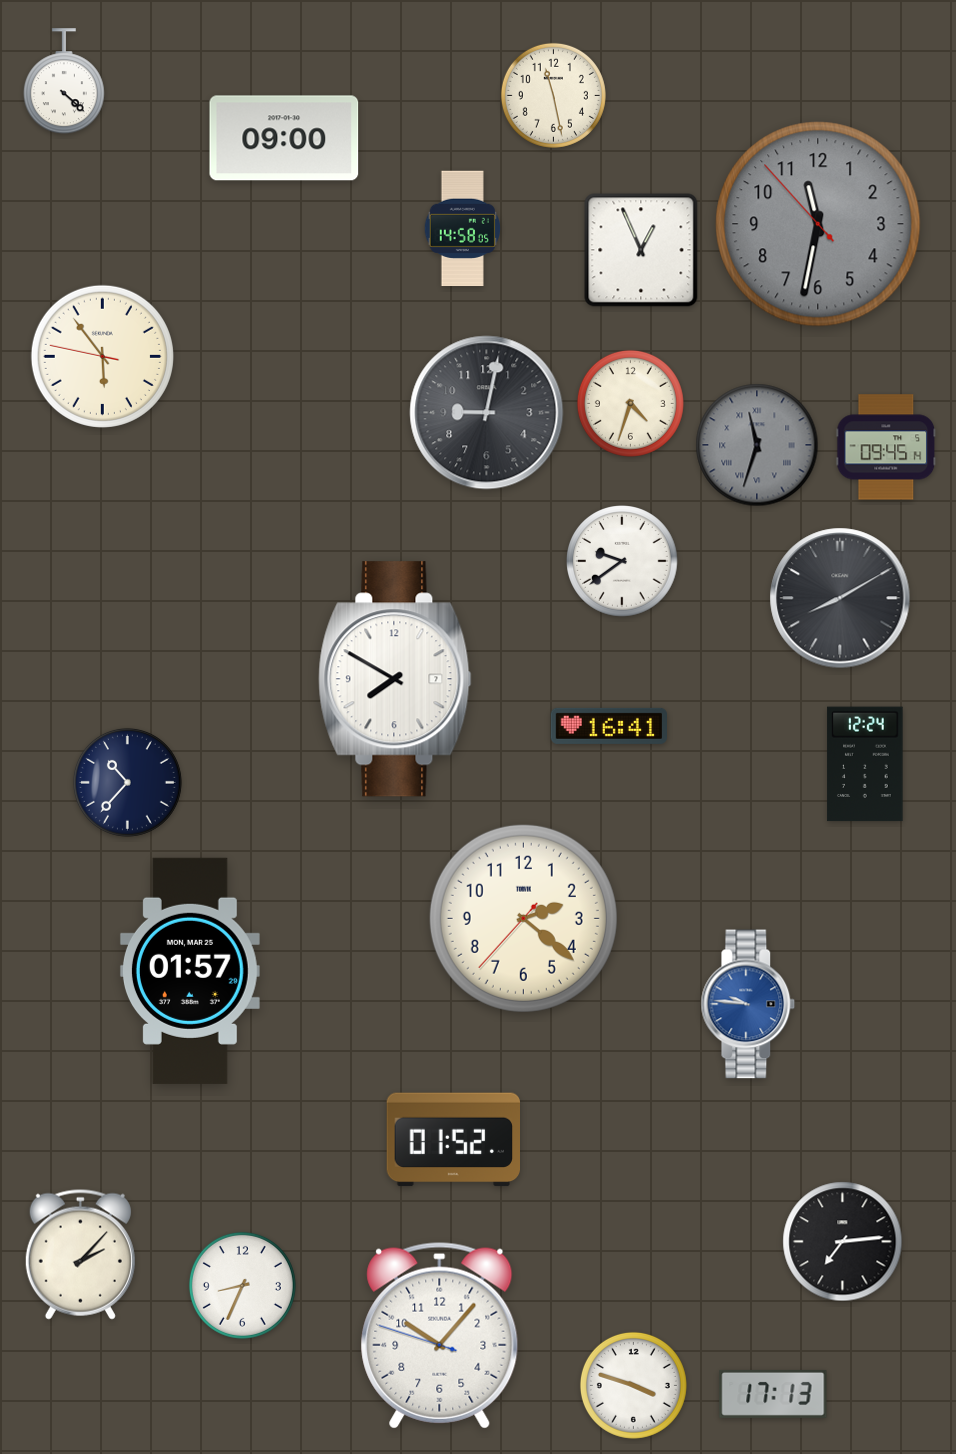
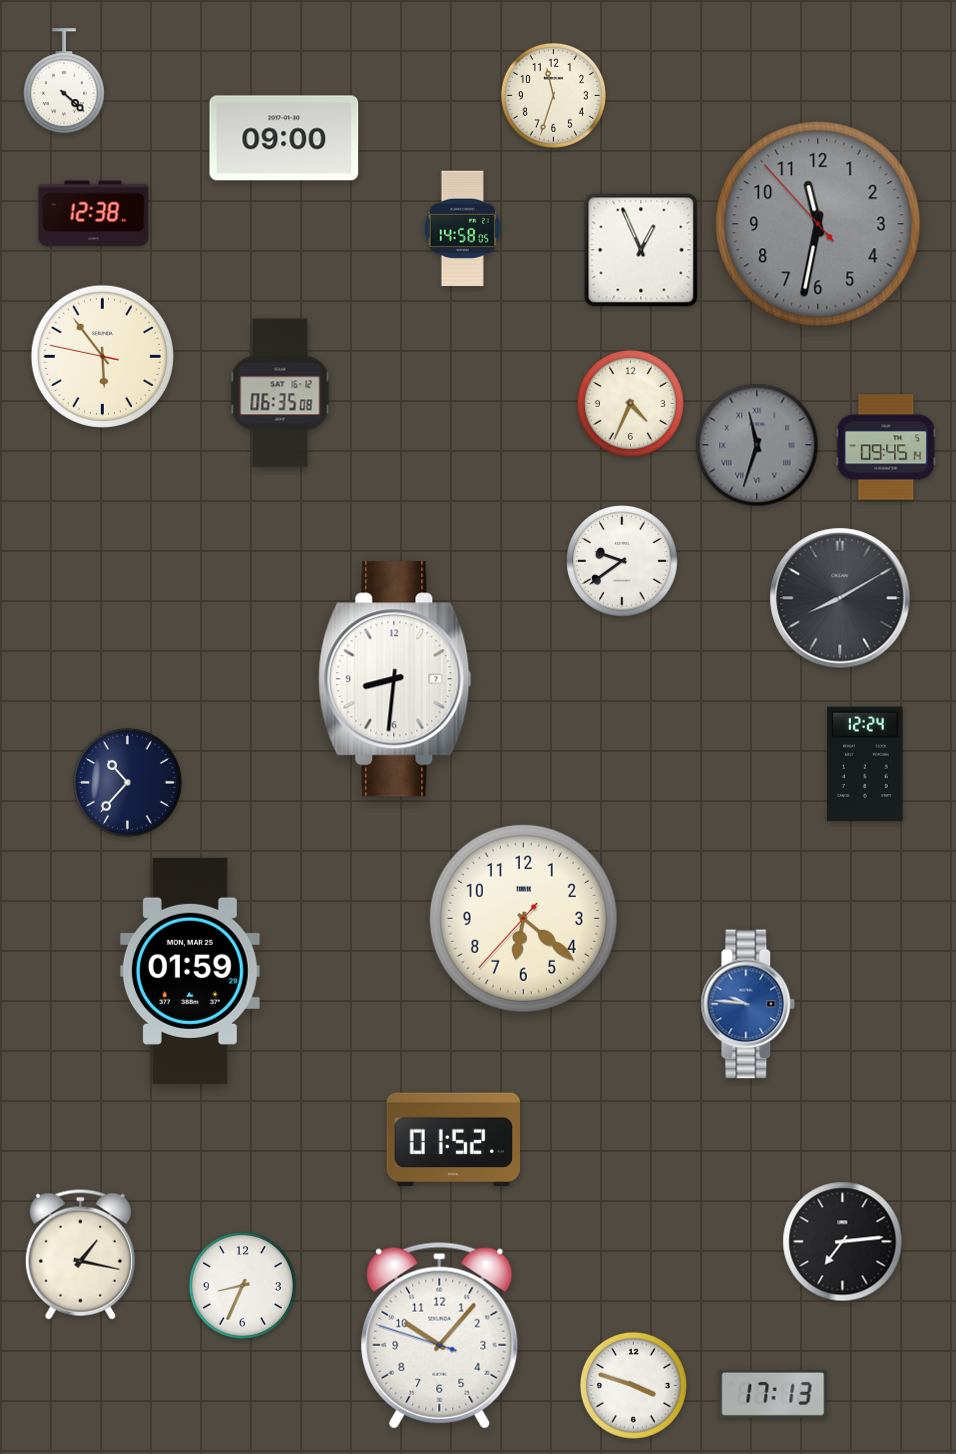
clock at (553, 95): 11:28 -> 11:33
clock at (94, 214): none -> 12:38
clock at (280, 393): none -> 06:35
clock at (630, 403): 4:33 -> 4:34
clock at (487, 413): 9:02 -> none
clock at (395, 679): 7:50 -> 8:31
clock at (608, 726): 16:41 -> none
clock at (523, 918): 2:21 -> 6:21
clock at (190, 971): 01:57 -> 01:59
clock at (80, 1254): 2:07 -> 1:17
